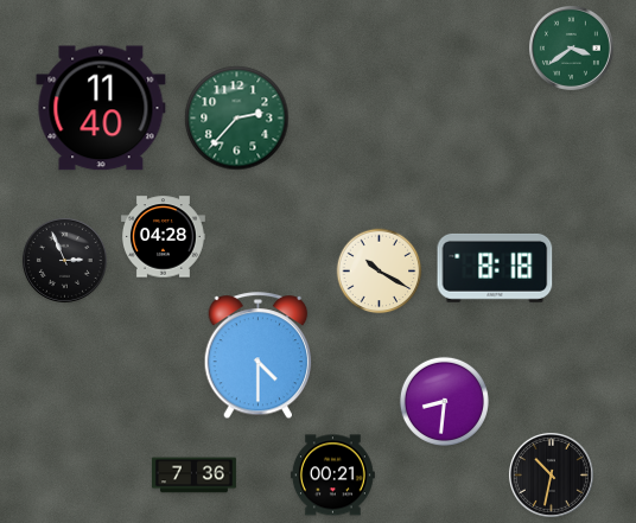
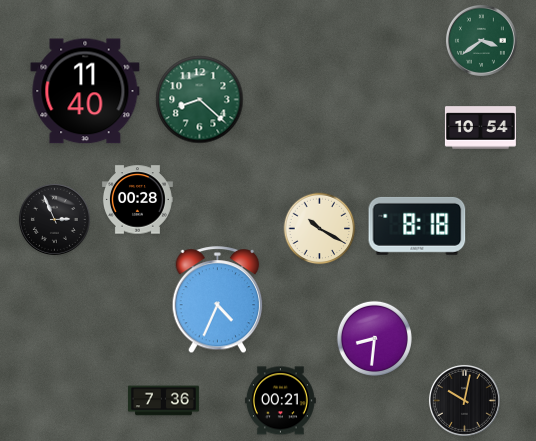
clock at (237, 119): 2:37 -> 8:22
clock at (480, 128): none -> 10:54
clock at (163, 237): 04:28 -> 00:28
clock at (259, 356): 4:30 -> 4:34
clock at (551, 474): 10:32 -> 10:02
